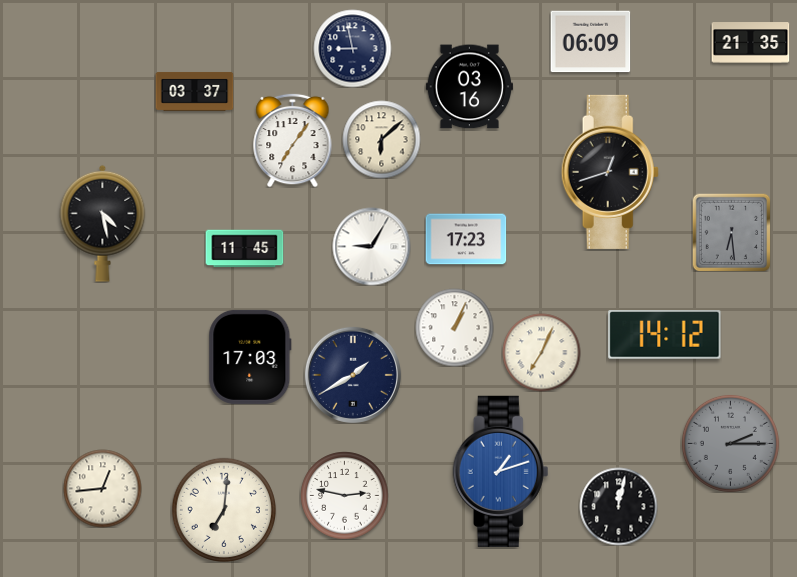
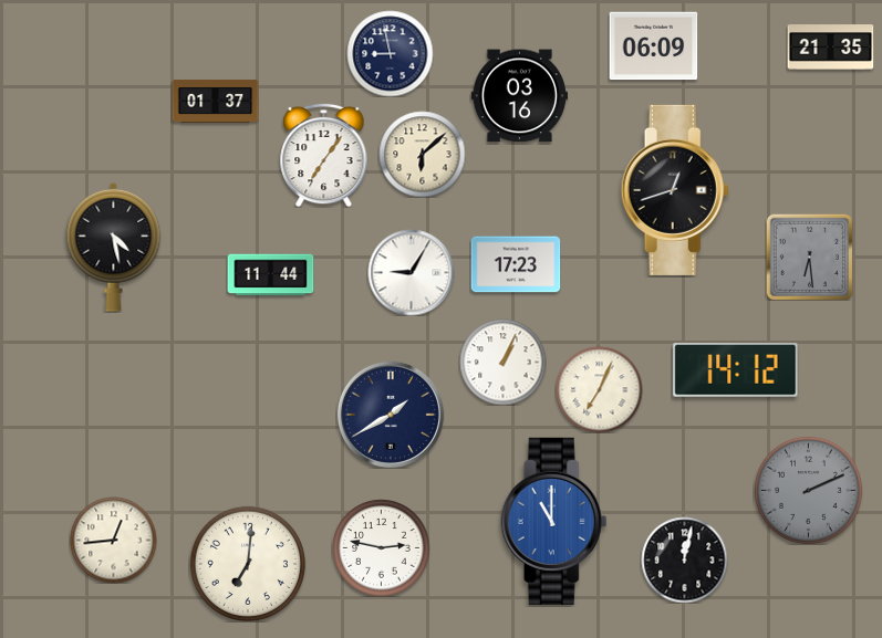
clock at (194, 91): 03:37 -> 01:37
clock at (244, 249): 11:45 -> 11:44
clock at (250, 357): 17:03 -> none
clock at (730, 443): 2:15 -> 2:11
clock at (501, 471): 1:12 -> 11:00
